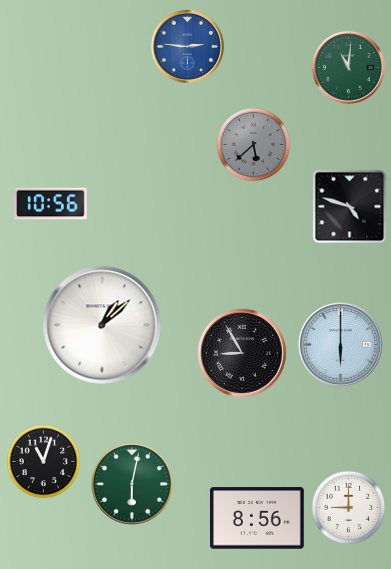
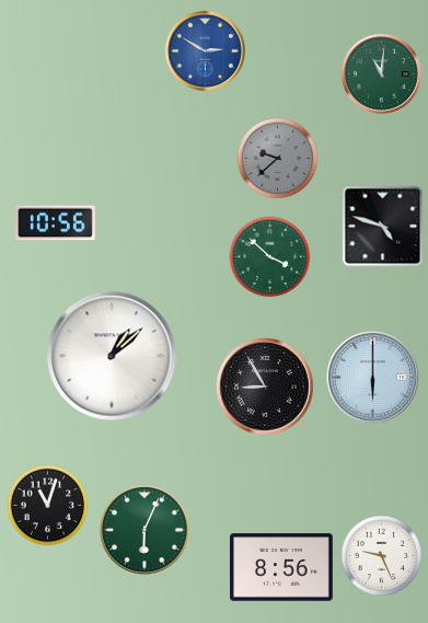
clock at (187, 46): 2:46 -> 2:50
clock at (254, 145): 5:38 -> 9:38
clock at (270, 257): none -> 3:52
clock at (132, 484): 6:02 -> 6:04
clock at (349, 508): 9:00 -> 9:26
